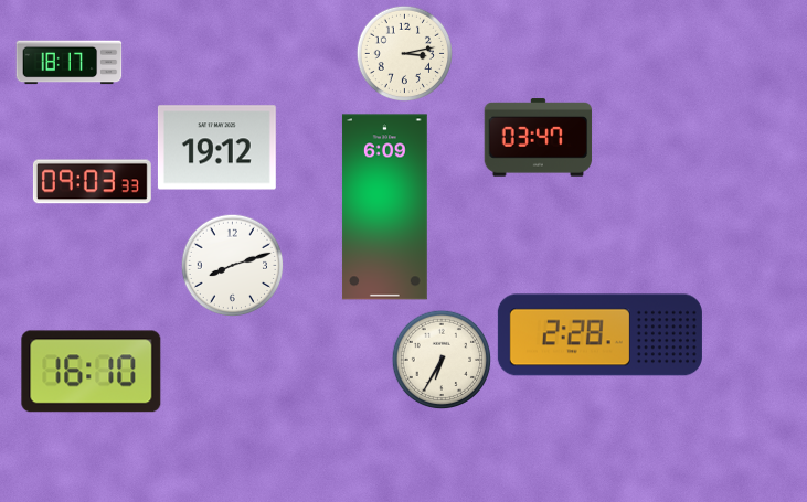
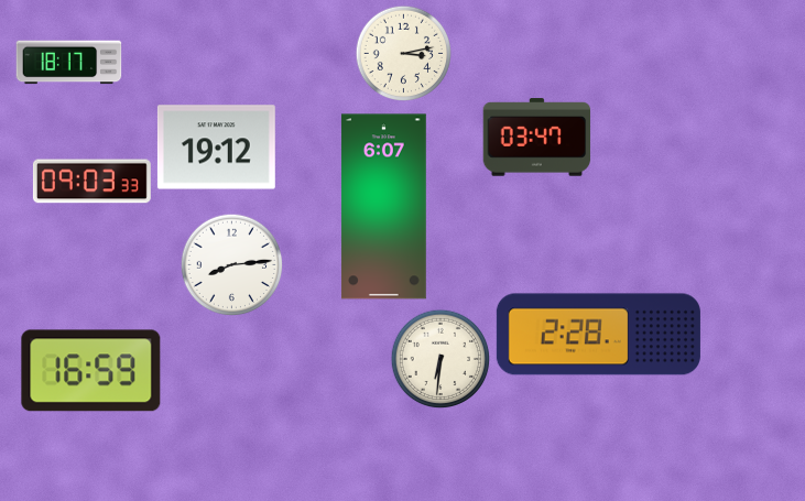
clock at (384, 207): 6:09 -> 6:07
clock at (232, 265): 8:12 -> 8:14
clock at (442, 360): 6:35 -> 6:31
clock at (92, 372): 16:10 -> 16:59
